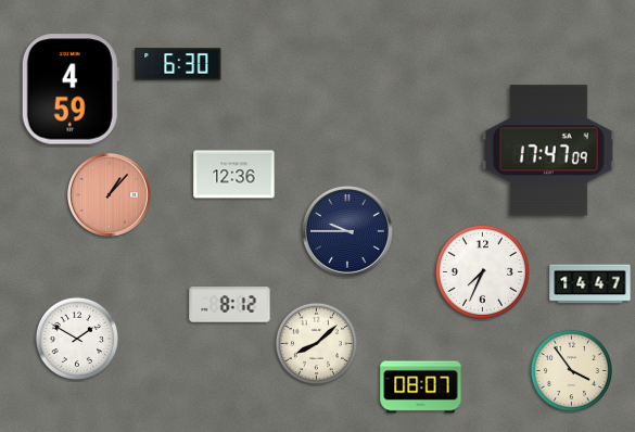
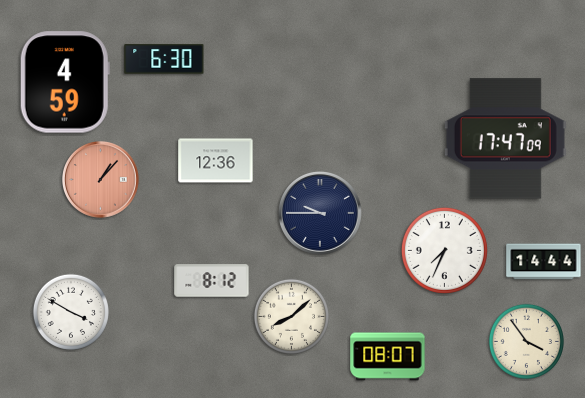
clock at (590, 284): 14:47 -> 14:44
clock at (77, 339): 1:50 -> 3:50
